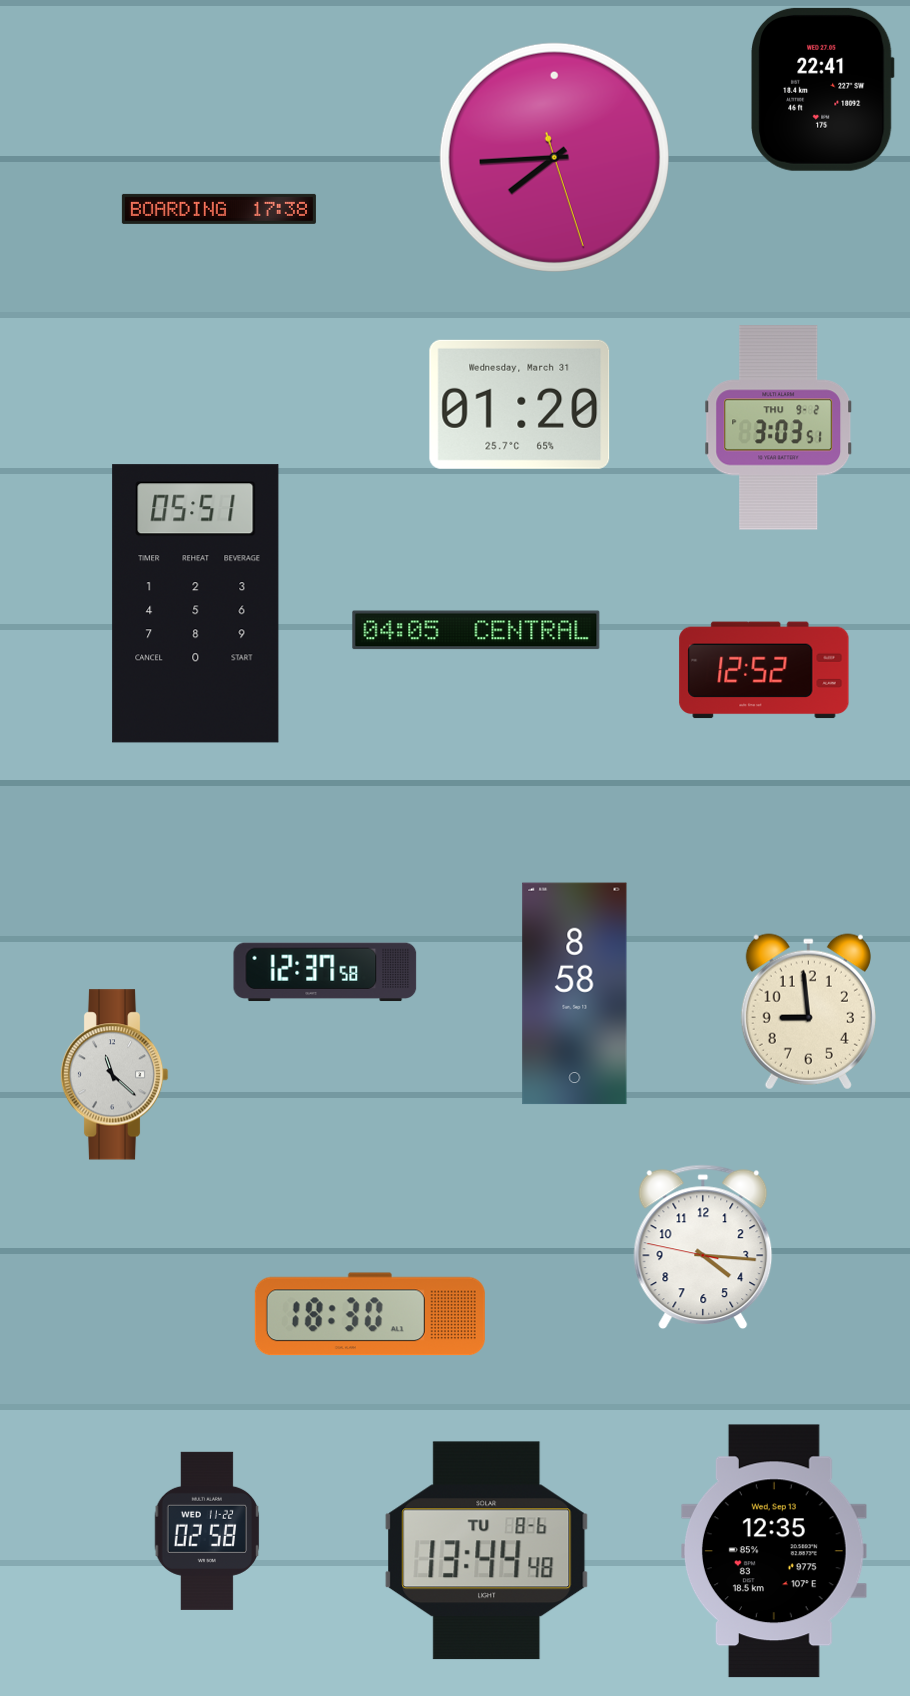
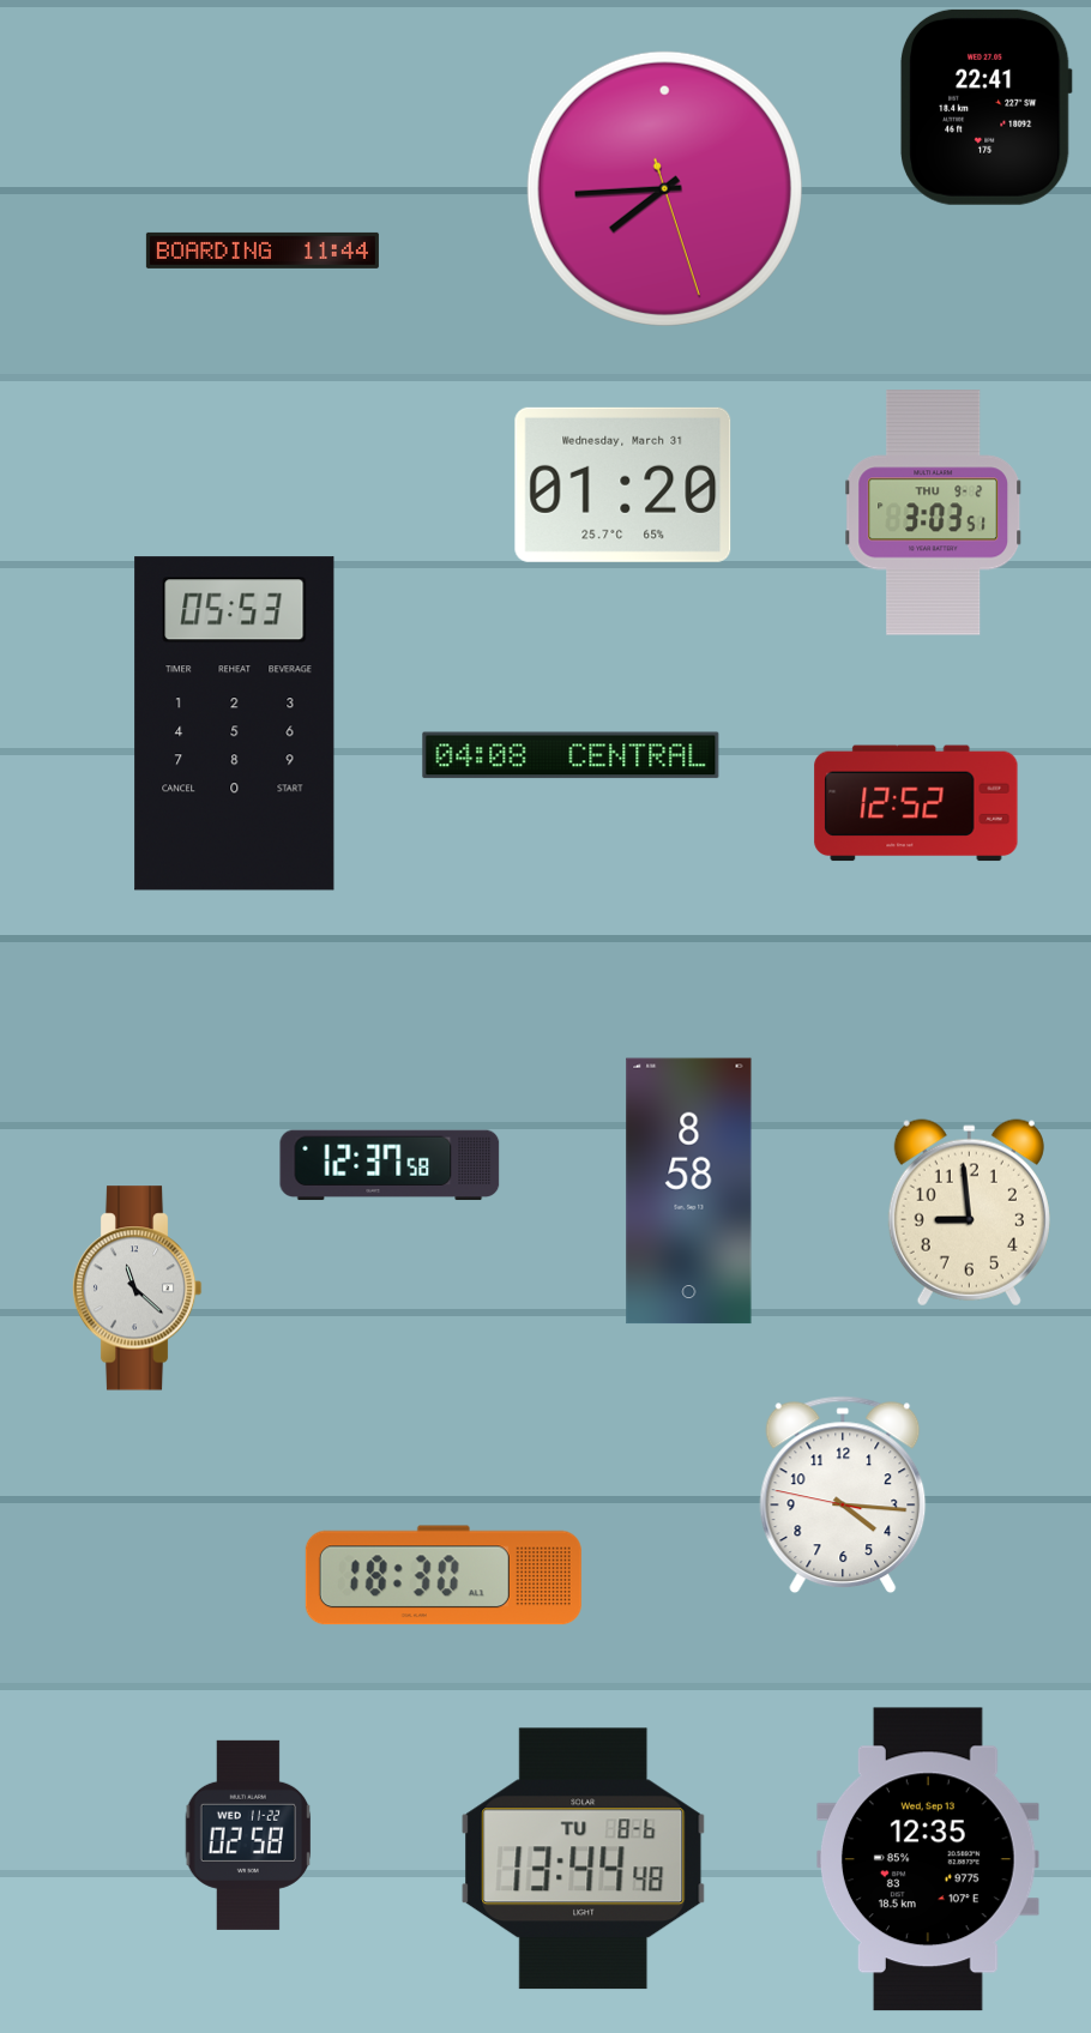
clock at (219, 209): 17:38 -> 11:44
clock at (196, 604): 05:51 -> 05:53
clock at (476, 630): 04:05 -> 04:08
